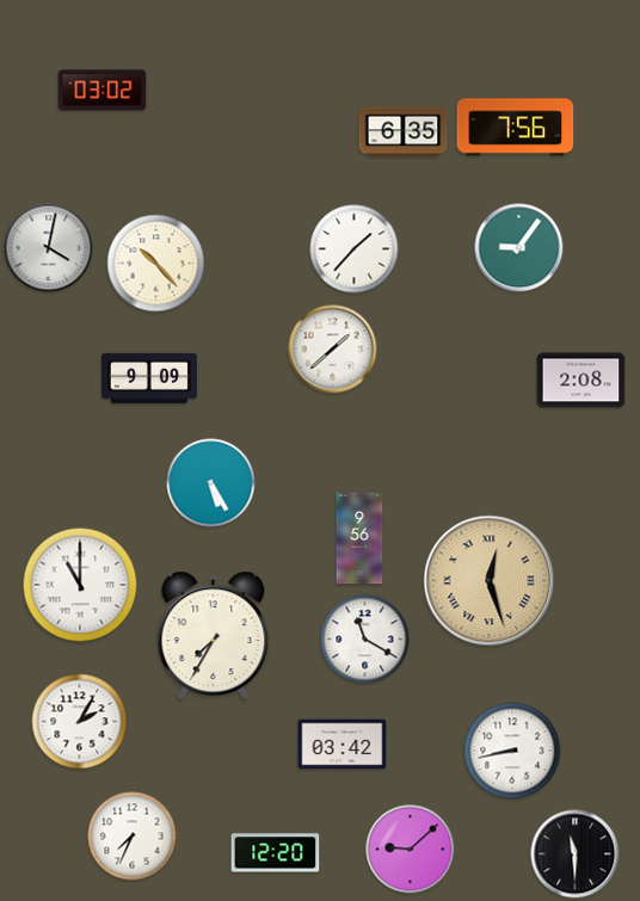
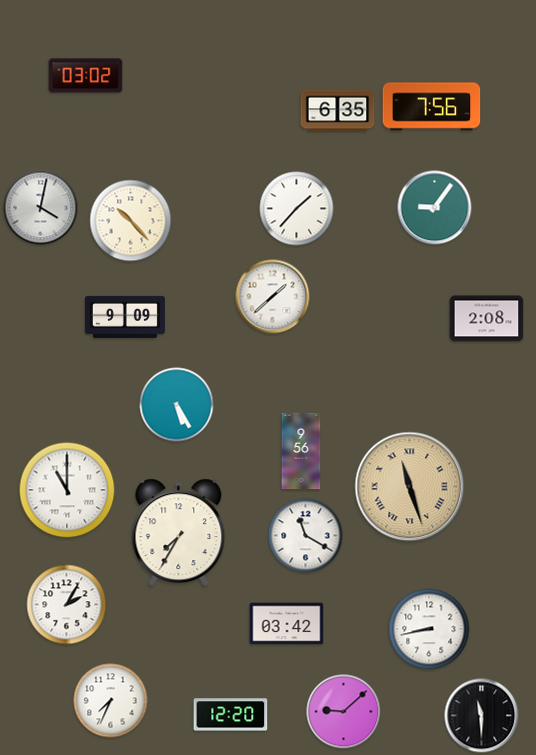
clock at (333, 350) position: (333, 350) -> (273, 297)
clock at (490, 581): 12:27 -> 11:27
